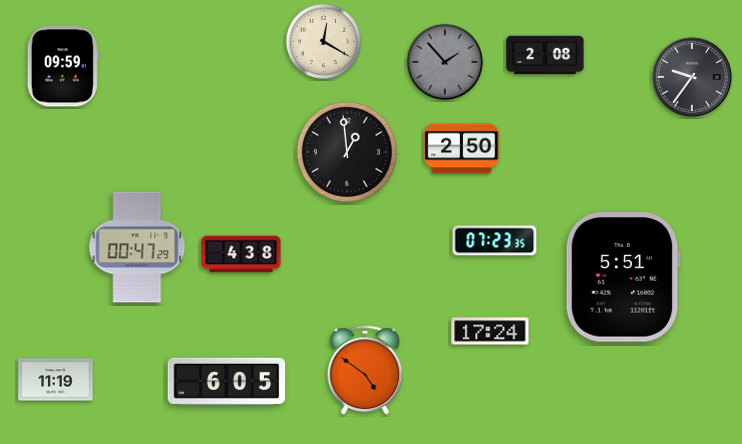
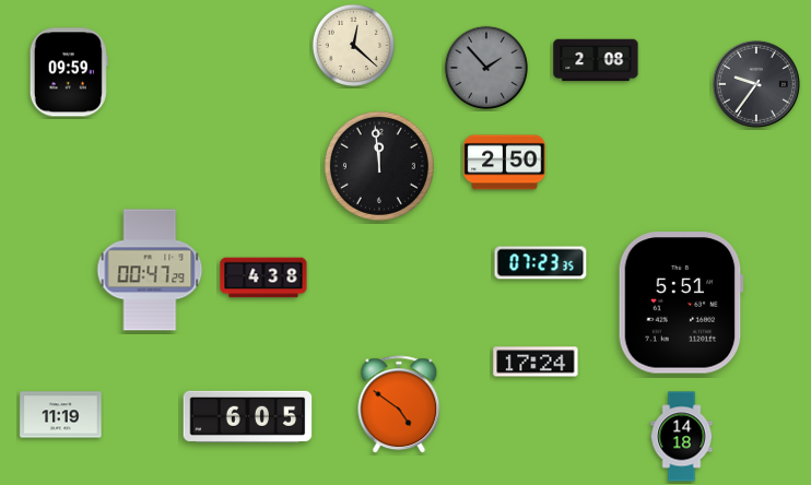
clock at (323, 41): 12:20 -> 12:22
clock at (347, 152): 12:59 -> 11:59
clock at (682, 437): none -> 14:18
